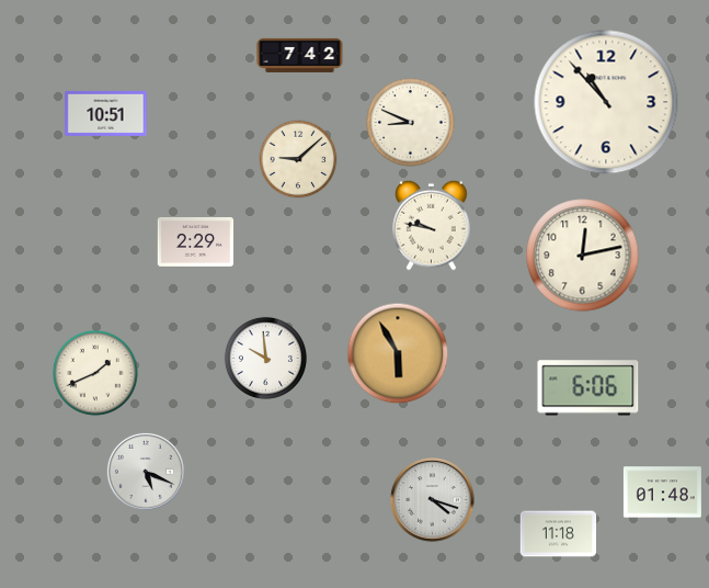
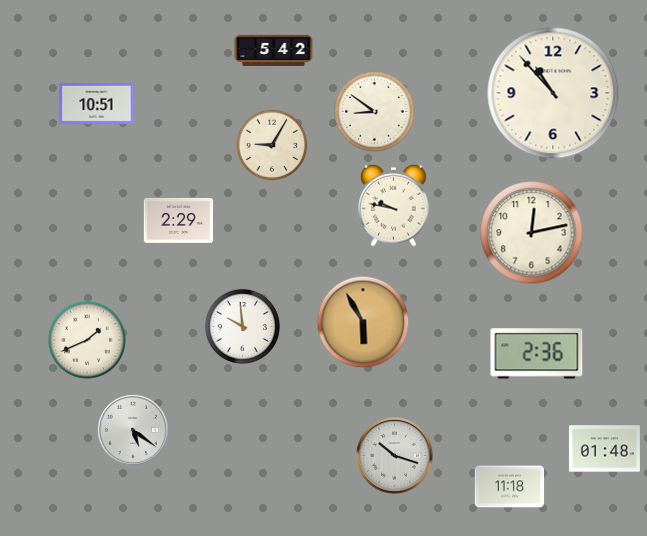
clock at (300, 55): 7:42 -> 5:42
clock at (411, 123): 8:49 -> 8:51
clock at (298, 159): 9:08 -> 9:05
clock at (588, 388): 6:06 -> 2:36
clock at (146, 472): 5:19 -> 5:21
clock at (433, 500): 4:18 -> 10:18
